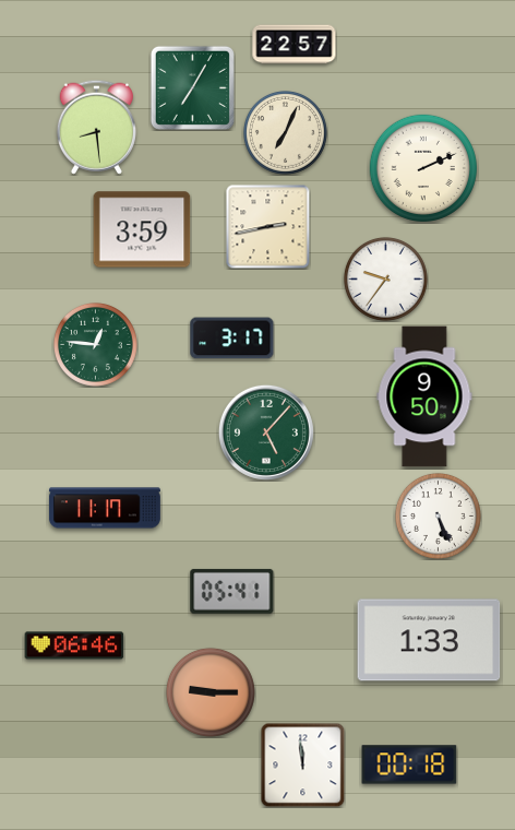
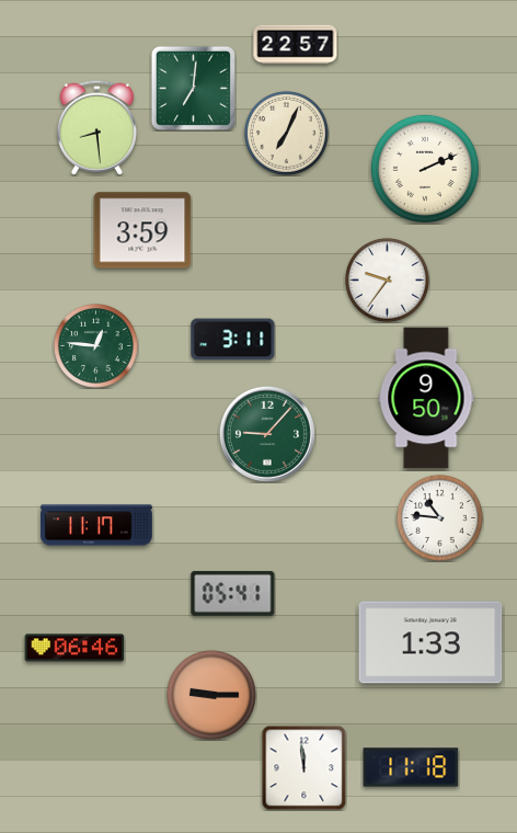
clock at (192, 87): 7:05 -> 7:01
clock at (267, 226): 2:43 -> none
clock at (232, 339): 3:17 -> 3:11
clock at (266, 432): 5:07 -> 9:07
clock at (105, 508) position: (105, 508) -> (96, 525)
clock at (438, 515): 5:26 -> 10:46
clock at (409, 764): 00:18 -> 11:18
